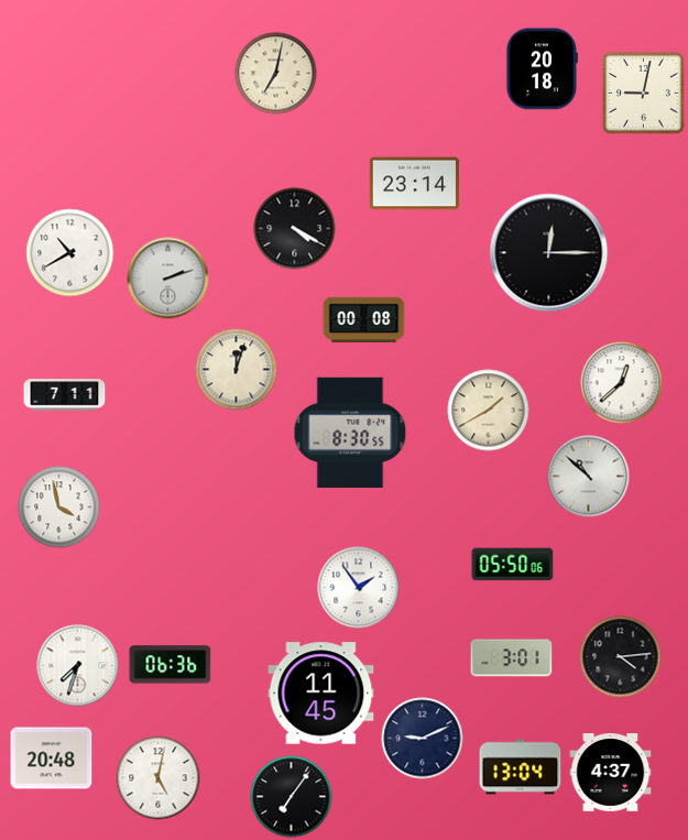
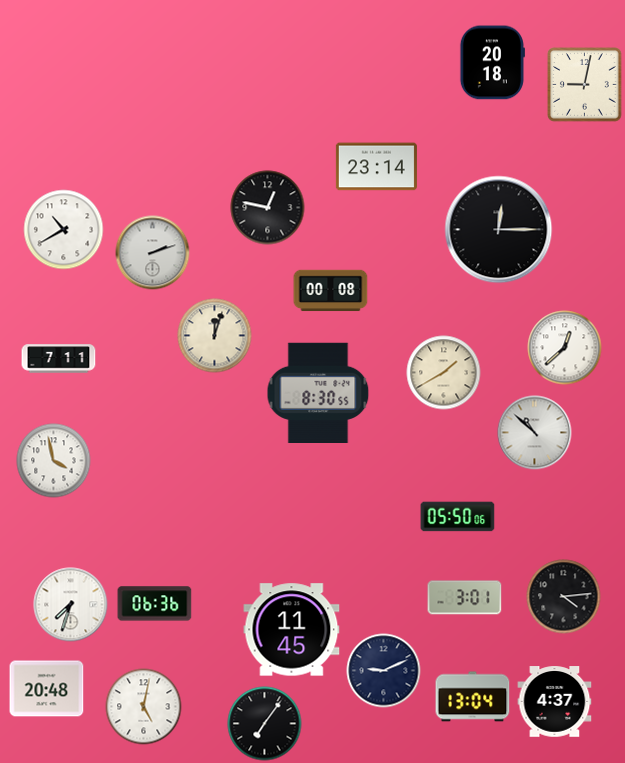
clock at (276, 74): 7:02 -> none
clock at (295, 229): 4:20 -> 12:47
clock at (513, 565) position: (513, 565) -> (458, 517)
clock at (359, 588): 1:54 -> none
